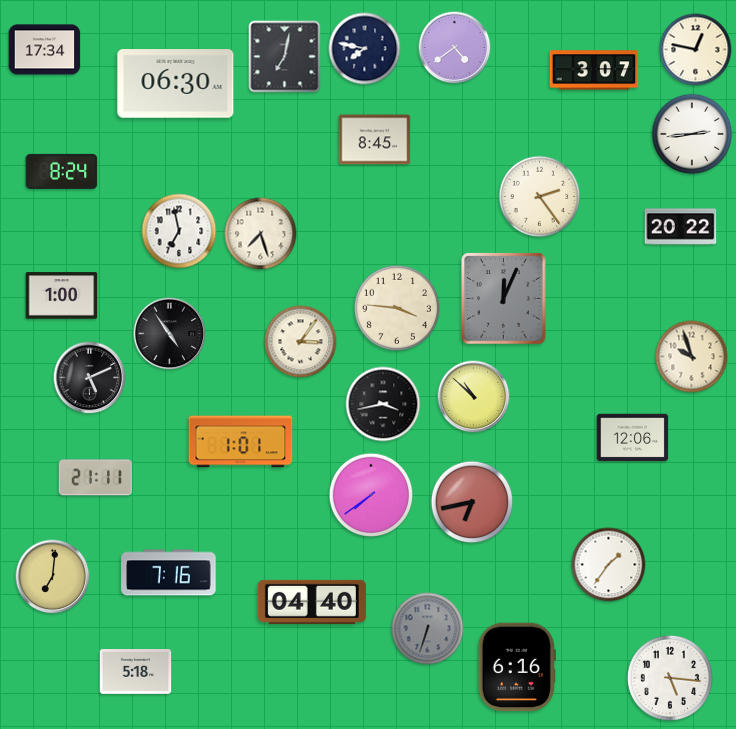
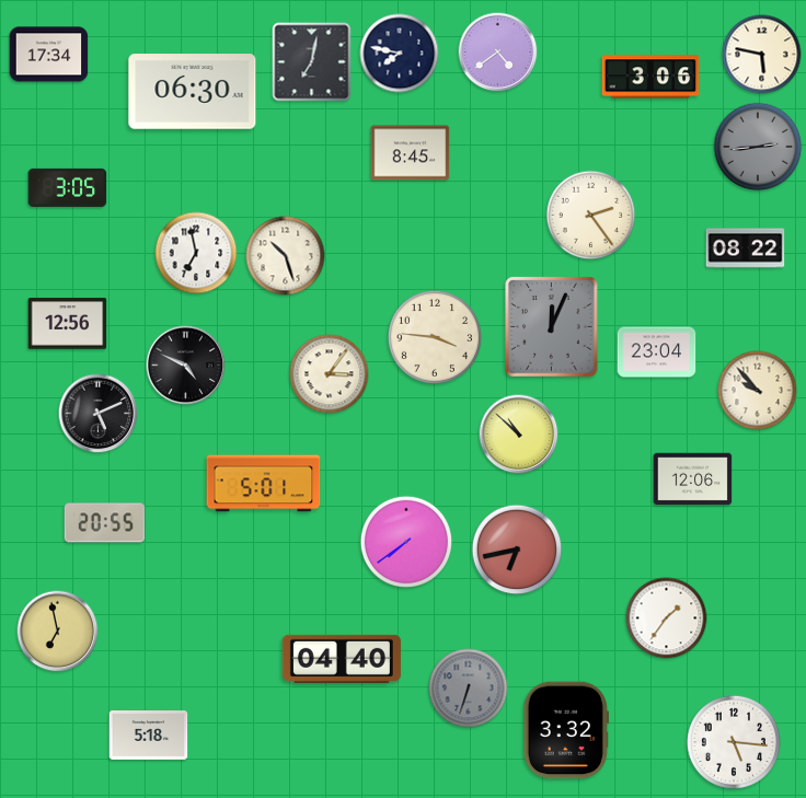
clock at (696, 50): 12:47 -> 5:47
clock at (594, 70): 3:07 -> 3:06
clock at (692, 134) dial: white -> grey
clock at (62, 171): 8:24 -> 3:05
clock at (681, 227): 20:22 -> 08:22
clock at (261, 234): 7:27 -> 10:27
clock at (62, 296): 1:00 -> 12:56
clock at (657, 352): none -> 23:04
clock at (170, 334): 4:54 -> 4:49
clock at (692, 357): 9:57 -> 9:53
clock at (383, 404): 3:43 -> none
clock at (241, 442): 1:01 -> 5:01
clock at (95, 478): 21:11 -> 20:55
clock at (169, 573): 7:16 -> none
clock at (53, 577): 7:01 -> 6:58
clock at (517, 667): 6:16 -> 3:32
